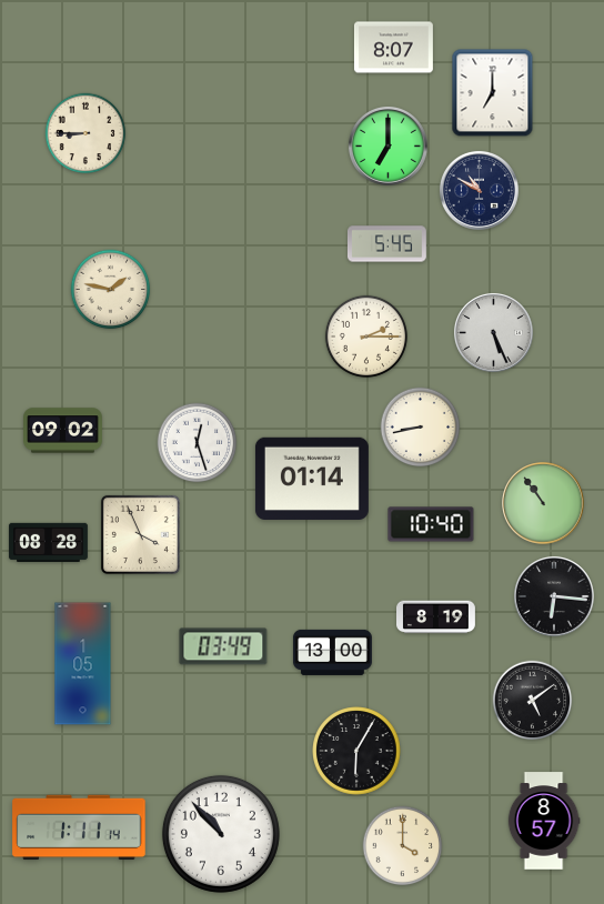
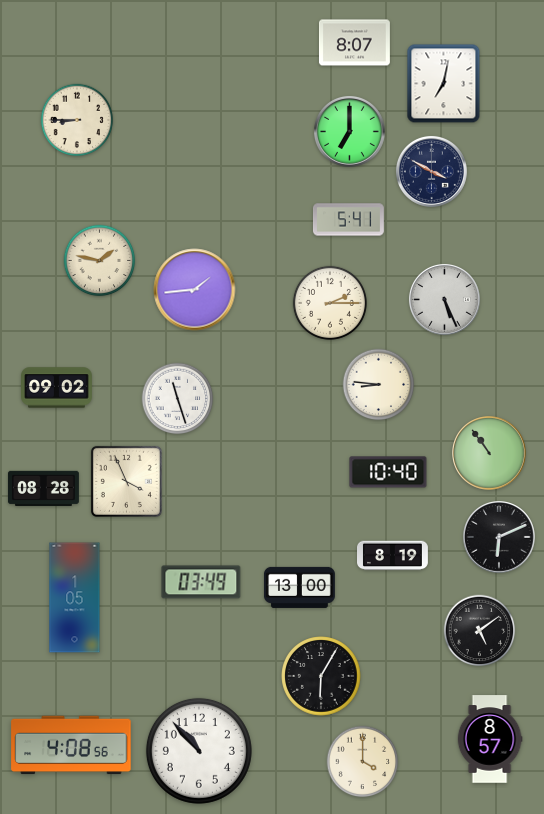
clock at (493, 93): 7:00 -> 7:02
clock at (479, 190): 10:50 -> 3:50
clock at (386, 244): 5:45 -> 5:41
clock at (195, 290): none -> 1:44
clock at (421, 428): 8:43 -> 8:46
clock at (198, 443): 12:27 -> 11:27
clock at (312, 478): 01:14 -> none
clock at (555, 597): 6:16 -> 6:11
clock at (79, 827): 1:11 -> 4:08
